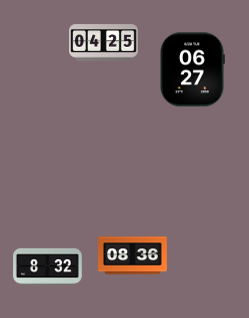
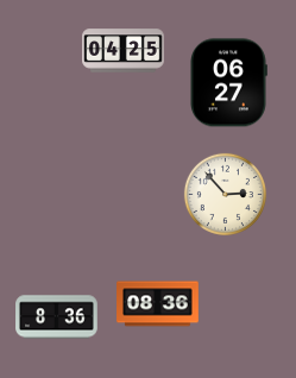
clock at (225, 194): none -> 2:53
clock at (48, 267): 8:32 -> 8:36
